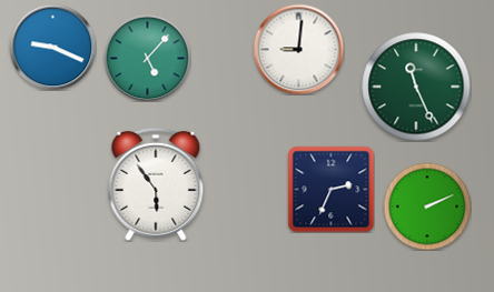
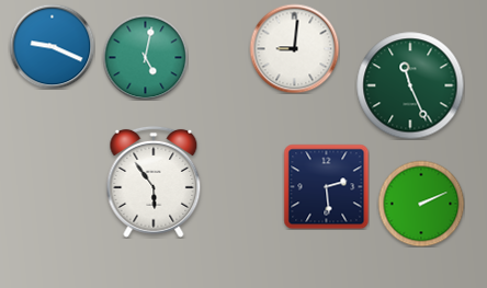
clock at (147, 58): 5:07 -> 5:02
clock at (330, 189): 2:34 -> 2:29
